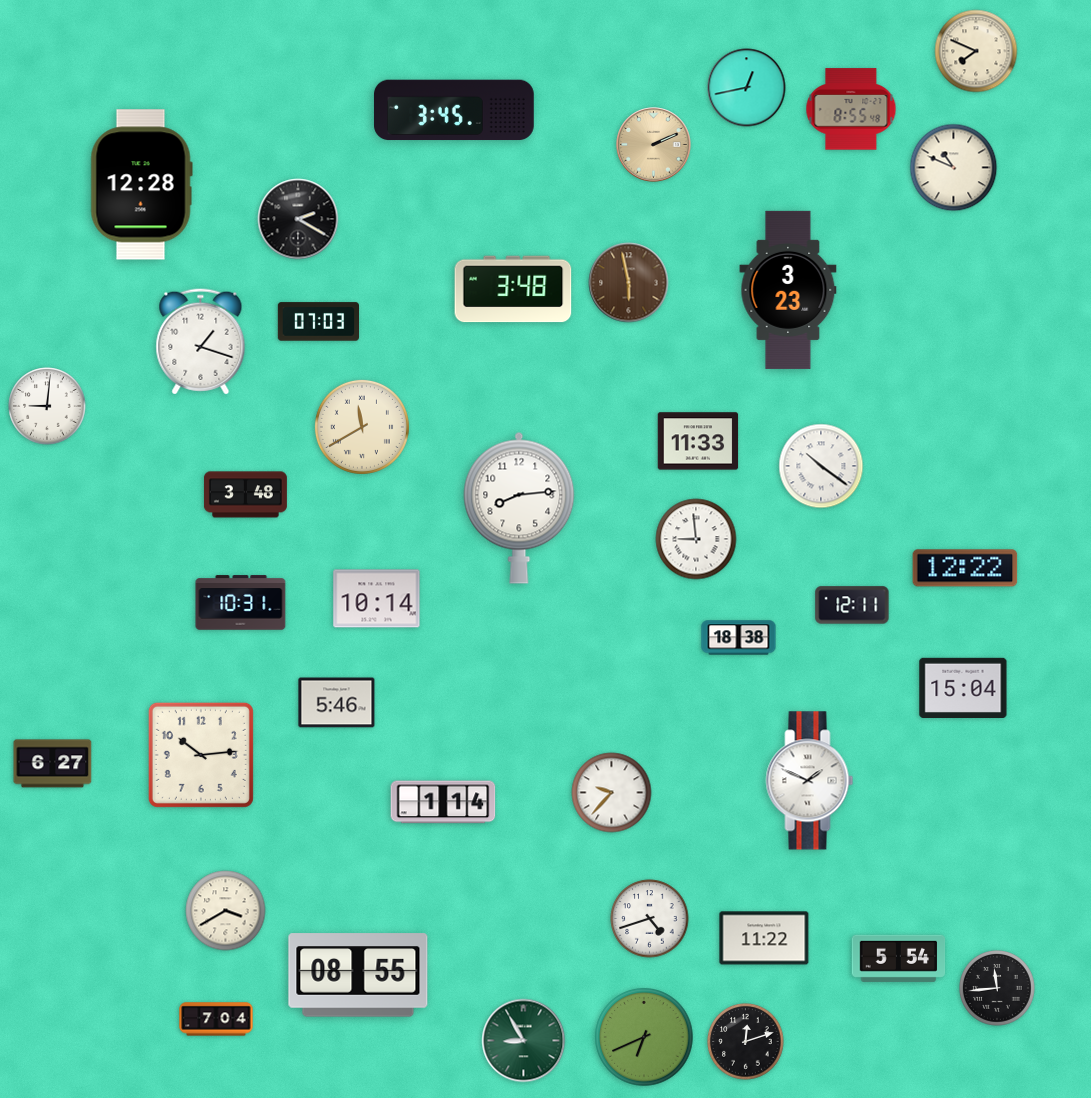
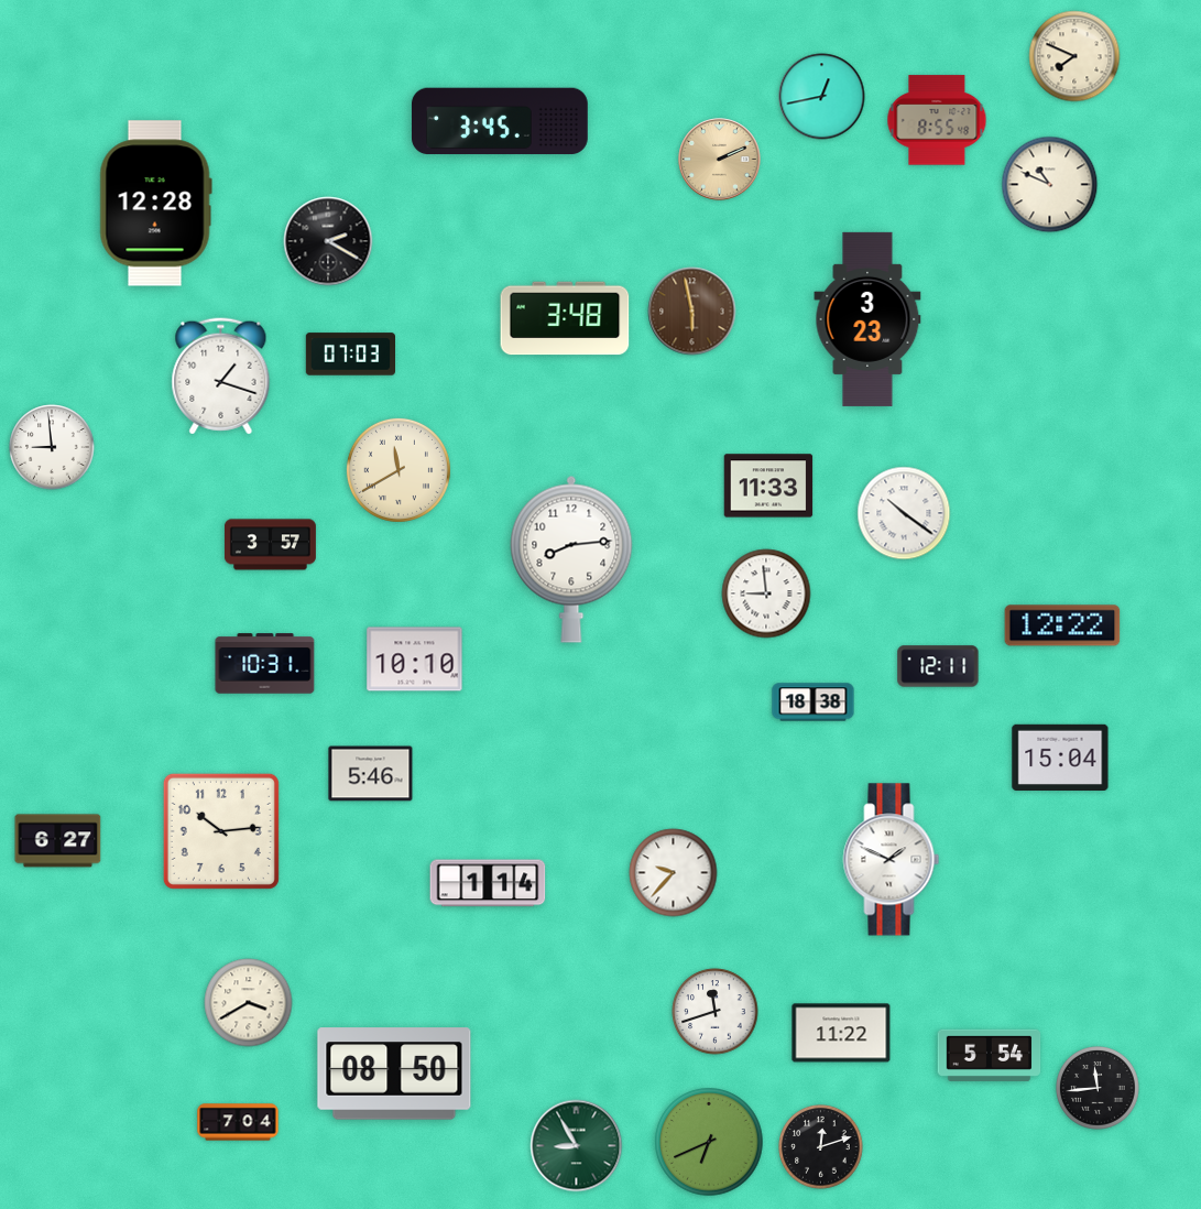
clock at (47, 406): 9:01 -> 8:59
clock at (245, 495): 3:48 -> 3:57
clock at (377, 599): 10:14 -> 10:10
clock at (650, 919): 4:42 -> 11:42
clock at (358, 975): 08:55 -> 08:50
